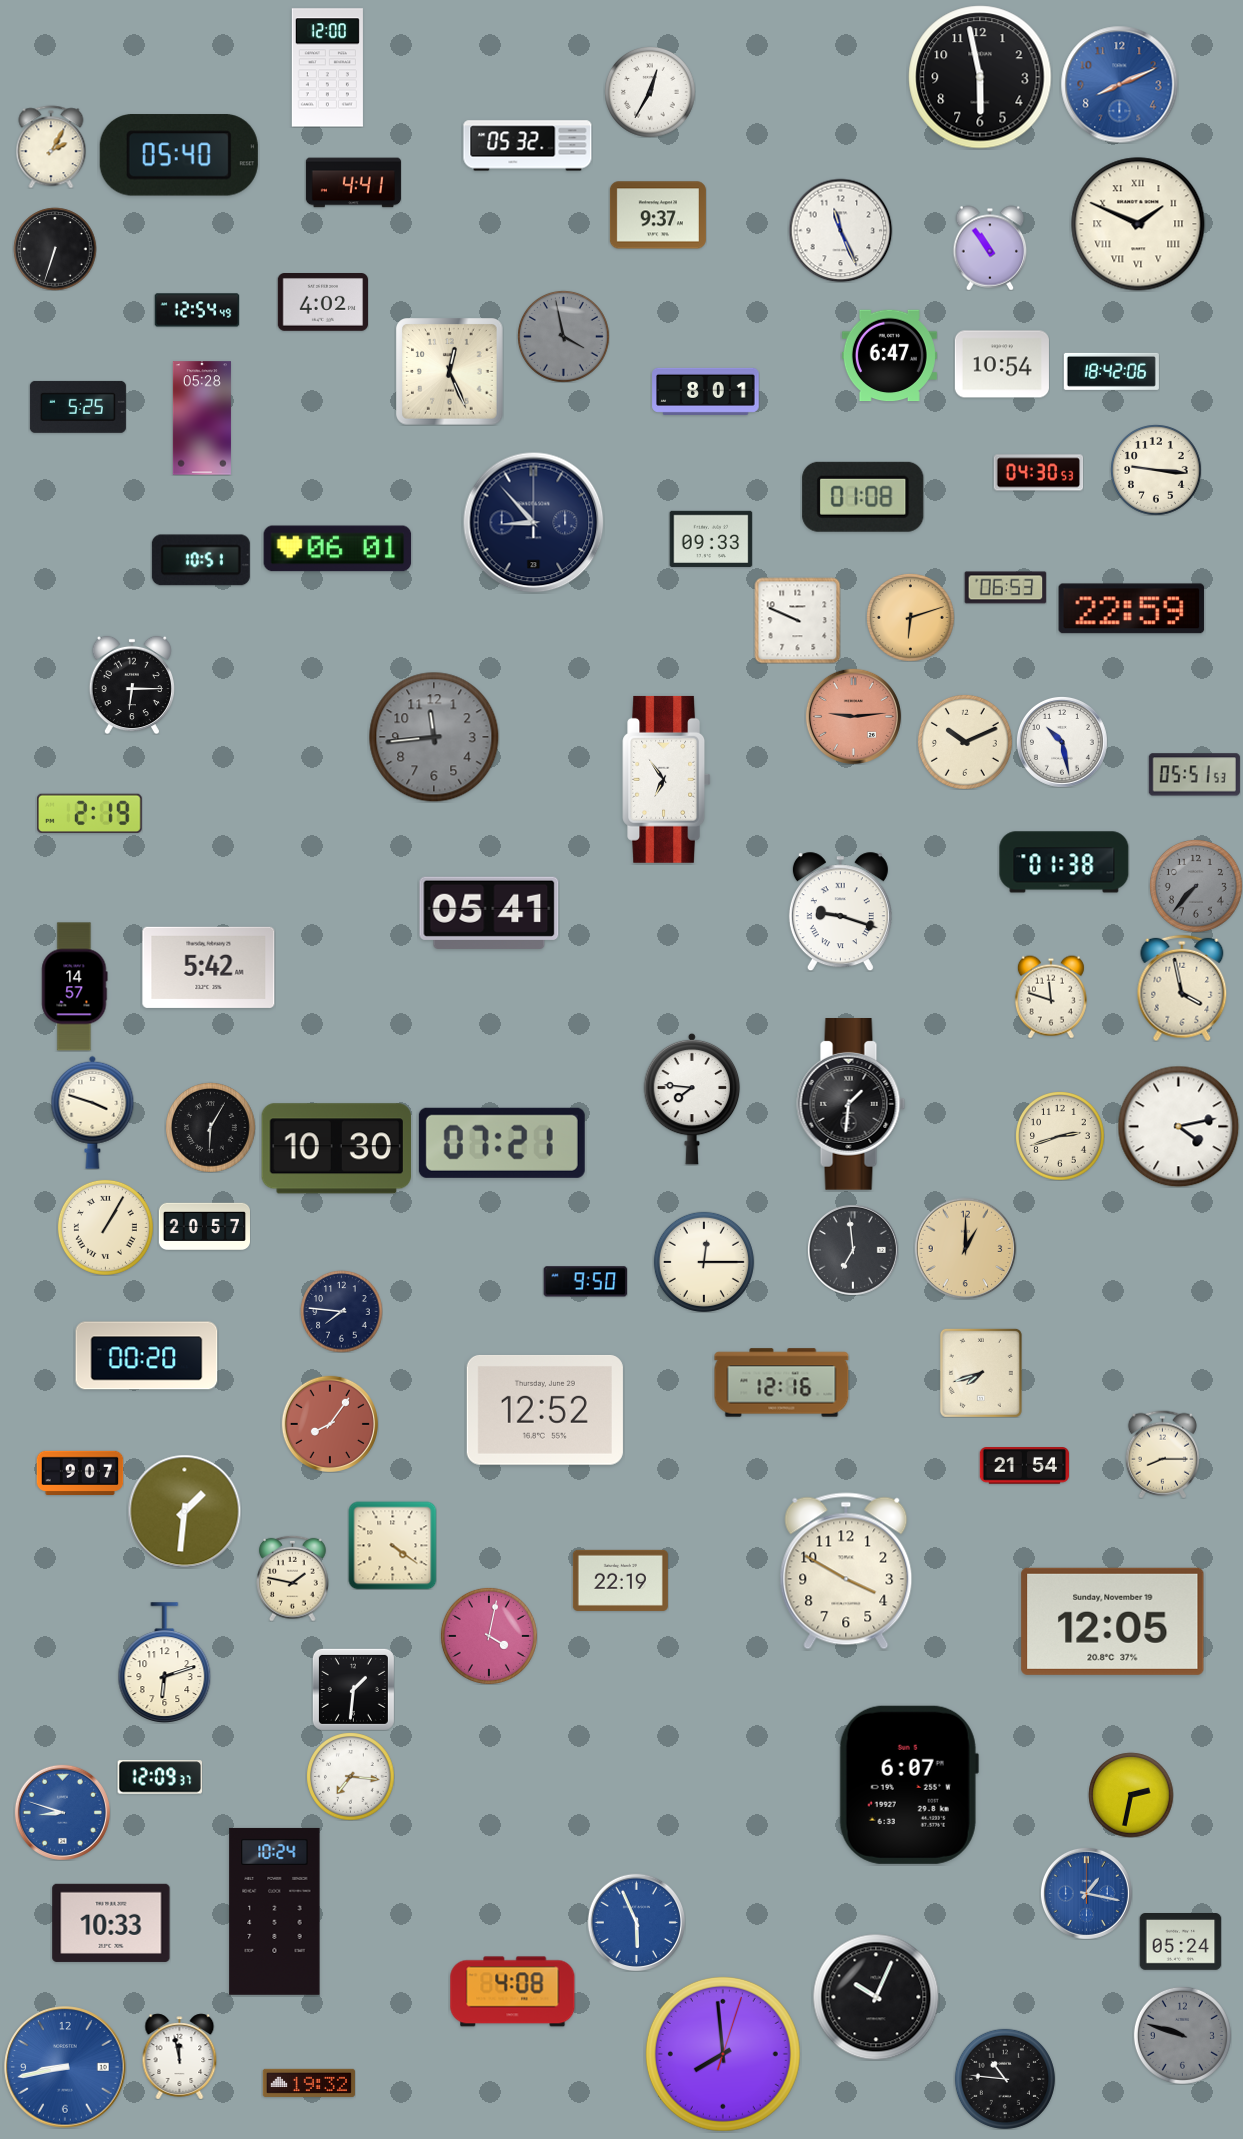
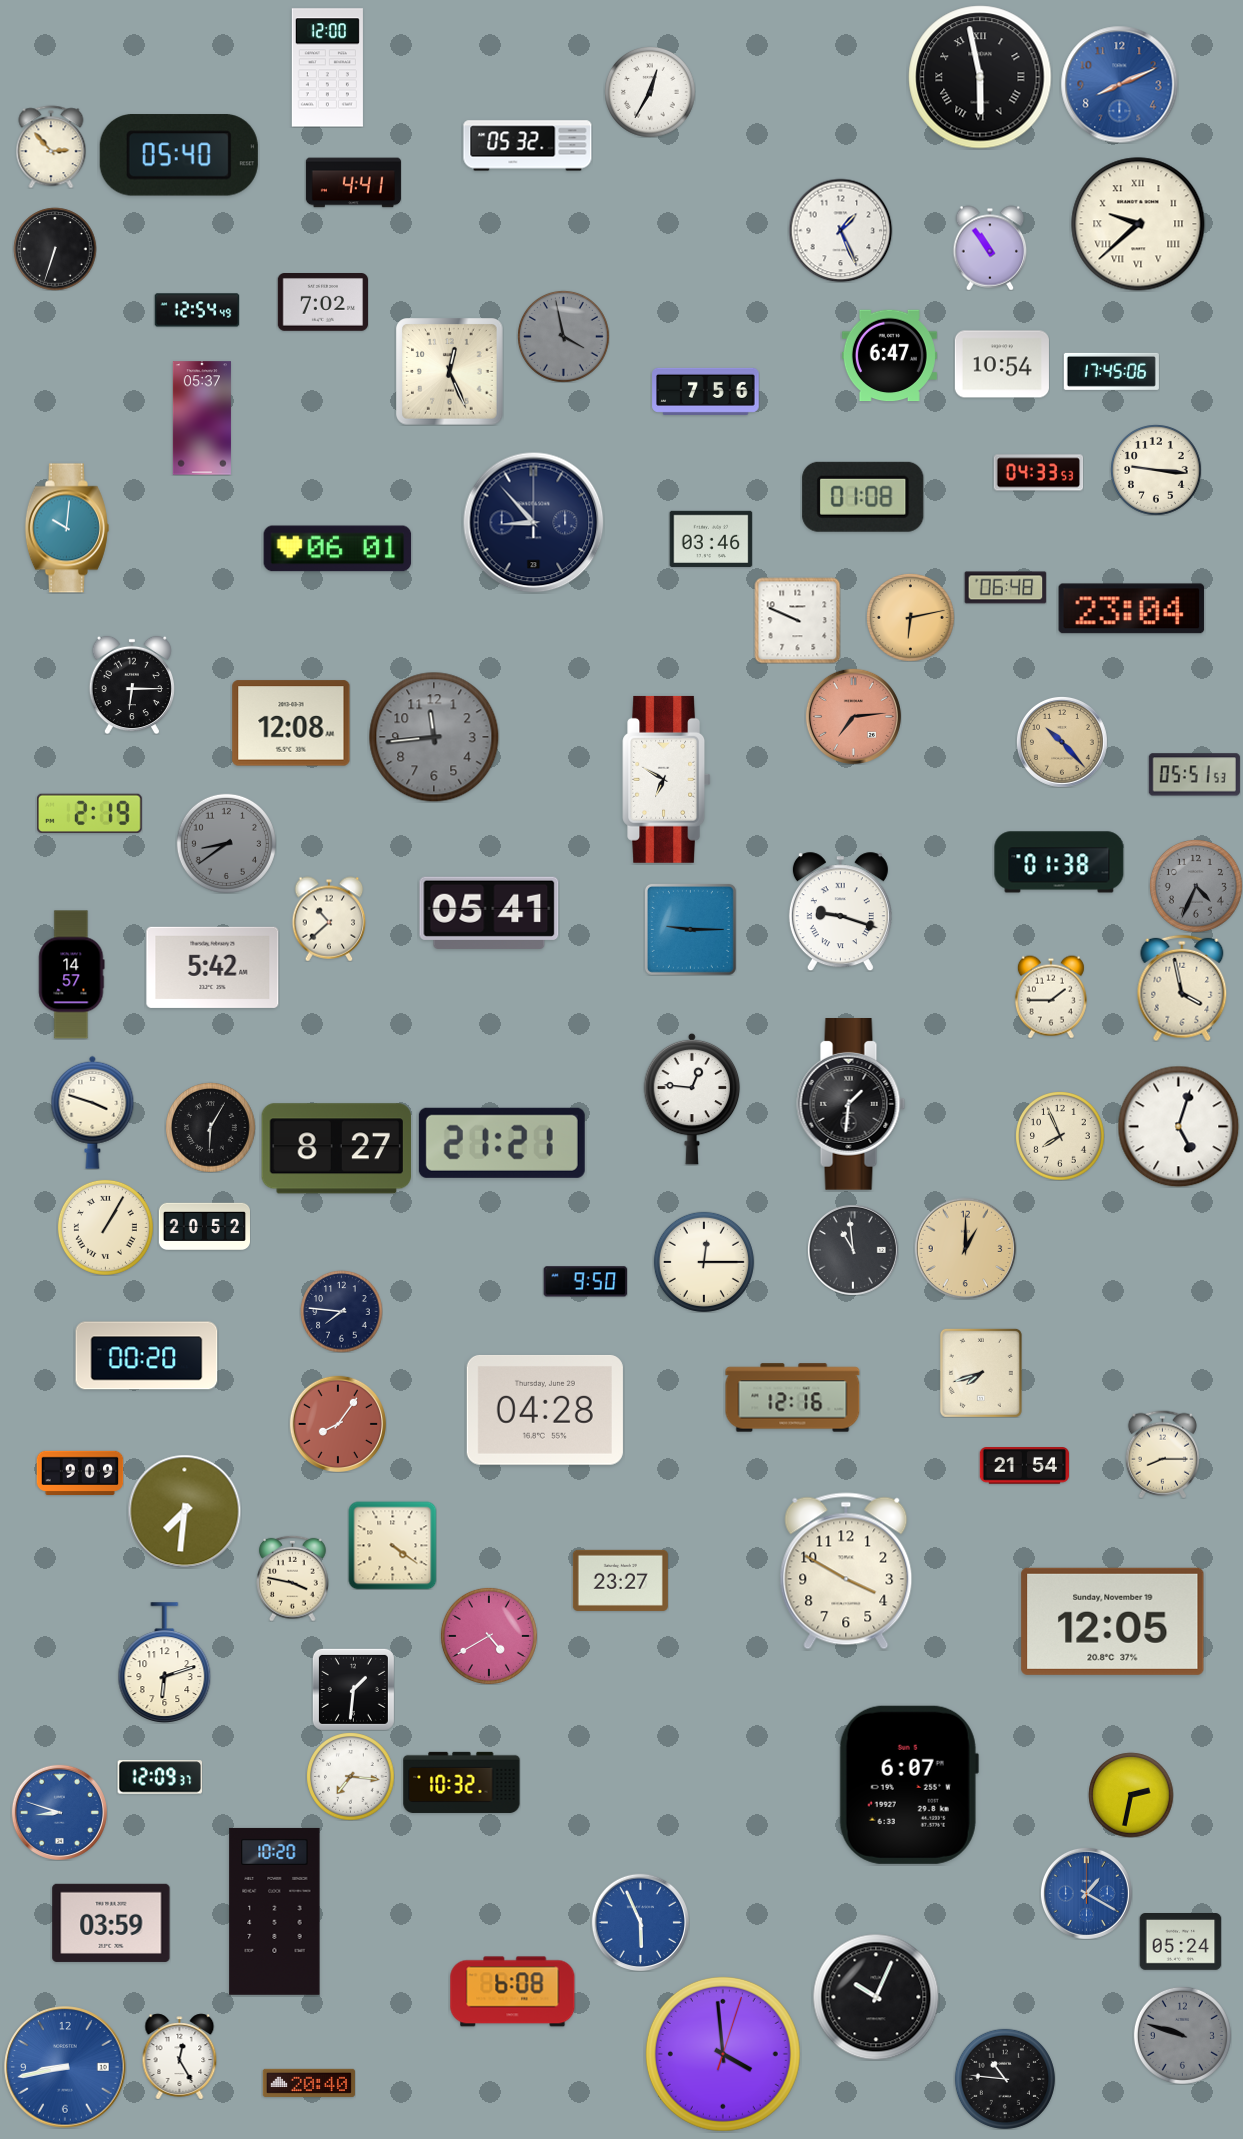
clock at (980, 77) numerals: Arabic -> Roman
clock at (51, 147): 2:05 -> 2:53
clock at (658, 215): 9:37 -> none
clock at (1138, 224): 1:49 -> 9:38
clock at (840, 230): 11:26 -> 1:26
clock at (322, 303): 4:02 -> 7:02
clock at (1111, 371): 18:42 -> 17:45
clock at (706, 391): 8:01 -> 7:56
clock at (78, 407): 5:25 -> none
clock at (202, 418): 05:28 -> 05:37
clock at (1038, 473): 04:30 -> 04:33
clock at (67, 528): none -> 10:01
clock at (711, 539): 09:33 -> 03:46
clock at (201, 560): 10:51 -> none
clock at (1005, 588): 06:53 -> 06:48
clock at (1132, 609): 22:59 -> 23:04
clock at (910, 617): 6:12 -> 6:13
clock at (853, 716): 9:14 -> 7:14
clock at (291, 723): none -> 12:08
clock at (965, 742): 10:11 -> none
clock at (1062, 742): 10:28 -> 10:23
clock at (1062, 742) dial: white -> champagne
clock at (667, 779): 6:54 -> 6:50
clock at (226, 843): none -> 8:39
clock at (1064, 862) position: (1064, 862) -> (1059, 862)
clock at (1196, 886): 7:37 -> 4:34
clock at (329, 919): none -> 10:38
clock at (690, 929): none -> 9:15
clock at (209, 967) position: (209, 967) -> (213, 967)
clock at (75, 987) position: (75, 987) -> (72, 975)
clock at (1051, 997): 11:48 -> 1:45
clock at (692, 1099): 7:46 -> 12:46
clock at (1178, 1126): 4:13 -> 5:03
clock at (1060, 1136): 2:42 -> 7:56
clock at (502, 1143): 07:21 -> 21:21
clock at (336, 1149): 10:30 -> 8:27
clock at (204, 1226): 20:57 -> 20:52
clock at (853, 1250): 6:59 -> 10:59
clock at (782, 1383) position: (782, 1383) -> (793, 1398)
clock at (545, 1410): 12:52 -> 04:28
clock at (330, 1424) position: (330, 1424) -> (338, 1424)
clock at (80, 1473): 9:07 -> 9:09
clock at (184, 1511): 1:31 -> 7:31
clock at (293, 1578): 1:47 -> 3:47
clock at (620, 1580): 22:19 -> 23:27
clock at (489, 1636): 4:02 -> 4:40
clock at (462, 1782): none -> 10:32
clock at (62, 1812) position: (62, 1812) -> (59, 1812)
clock at (1086, 1893): 1:17 -> 1:20
clock at (275, 1911): 10:24 -> 10:20
clock at (636, 1922) position: (636, 1922) -> (640, 1922)
clock at (111, 1923): 10:33 -> 03:59
clock at (513, 1992): 4:08 -> 6:08
clock at (723, 2054): 7:59 -> 3:59
clock at (180, 2056): 11:58 -> 12:25
clock at (309, 2083): 19:32 -> 20:40
